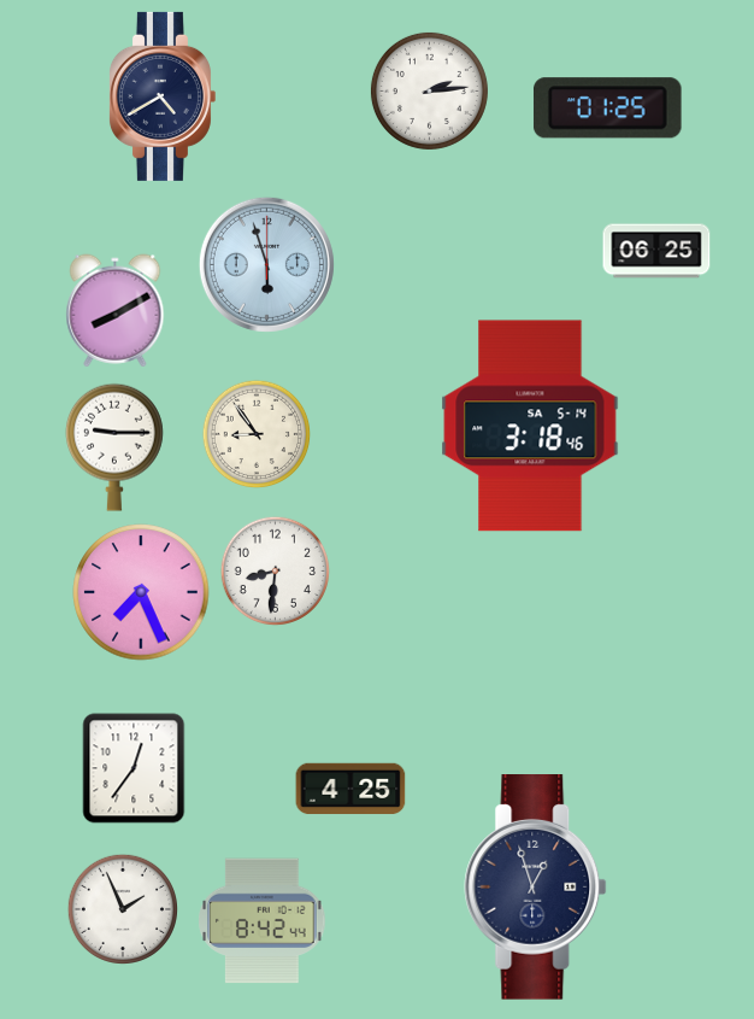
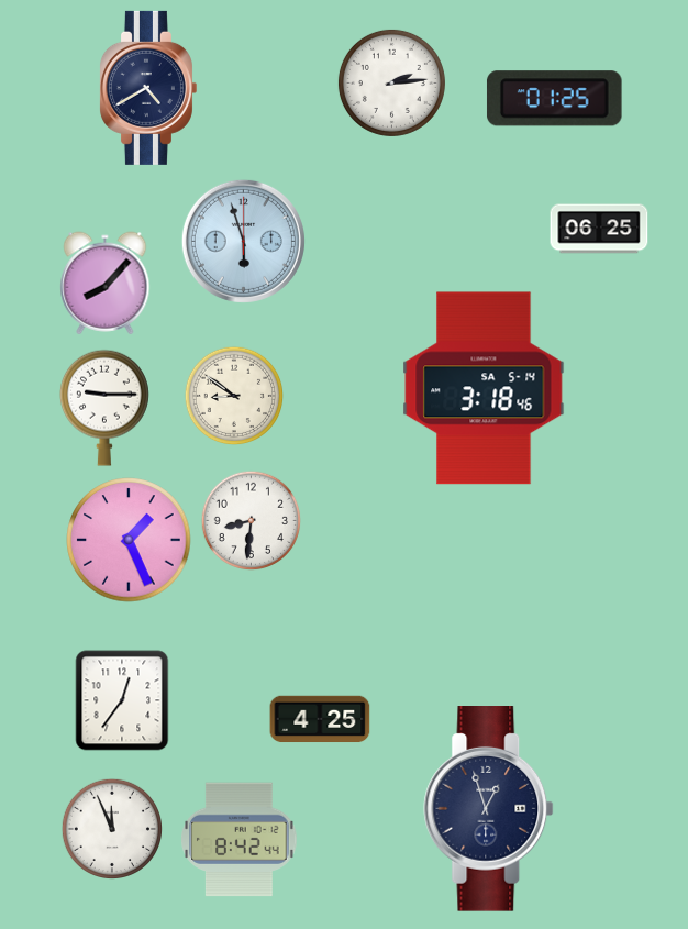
clock at (116, 311): 8:10 -> 8:07
clock at (257, 434): 8:54 -> 8:51
clock at (141, 592): 7:26 -> 1:26
clock at (122, 908): 1:56 -> 11:56
